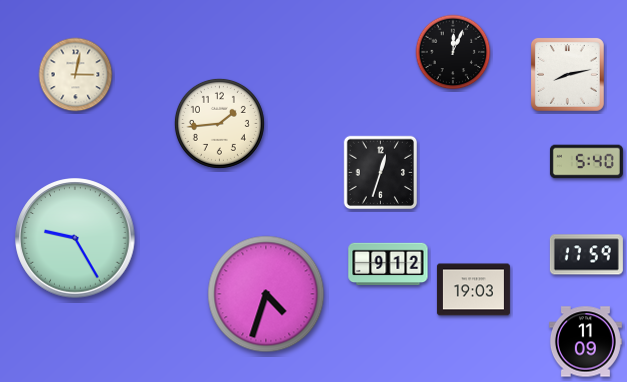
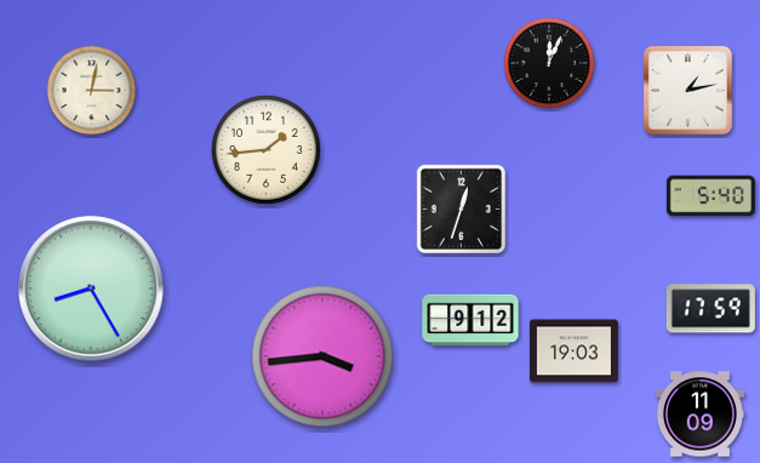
clock at (567, 74): 8:13 -> 1:13
clock at (75, 238): 9:25 -> 8:25
clock at (266, 294): 4:33 -> 3:44
clock at (585, 342) position: (585, 342) -> (699, 415)
